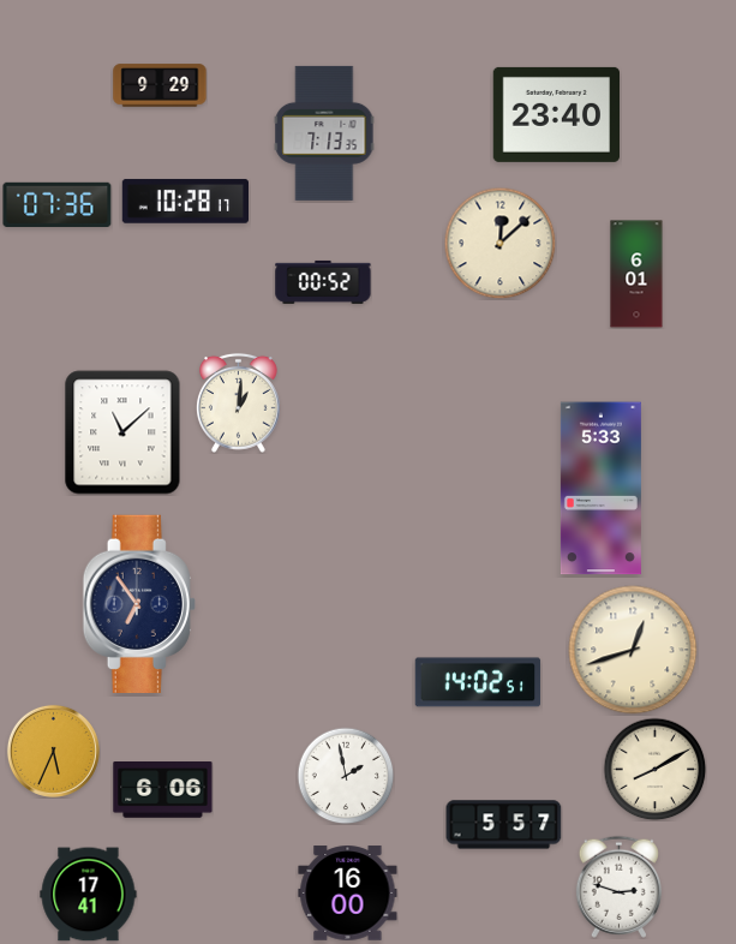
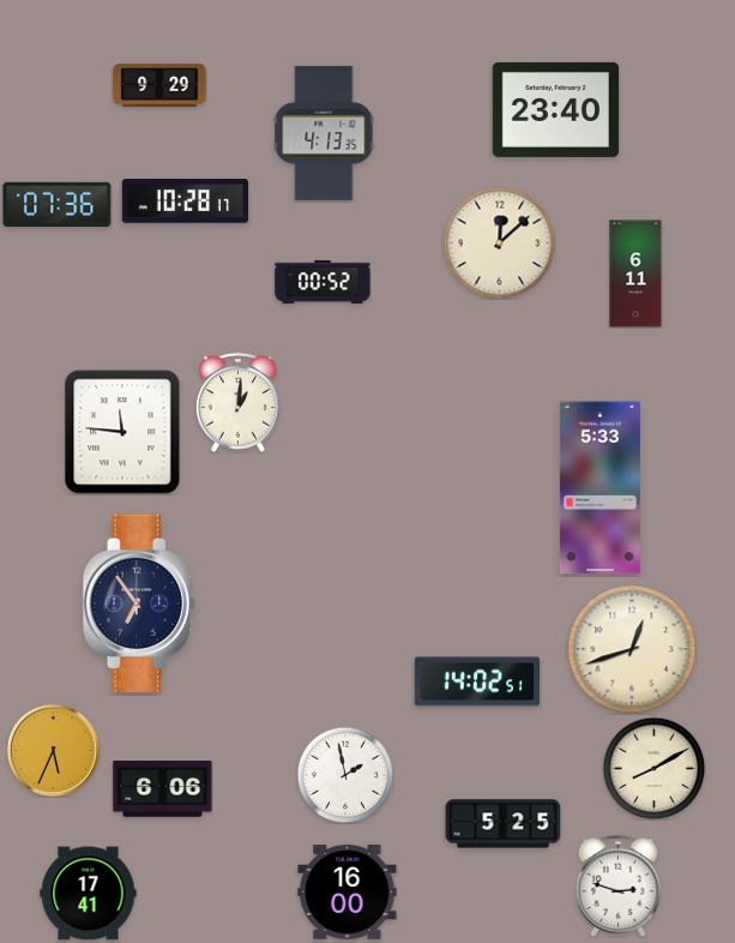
clock at (556, 114) position: (556, 114) -> (555, 109)
clock at (324, 133): 7:13 -> 4:13
clock at (636, 274): 6:01 -> 6:11
clock at (122, 432): 11:08 -> 11:46
clock at (504, 825): 5:57 -> 5:25
